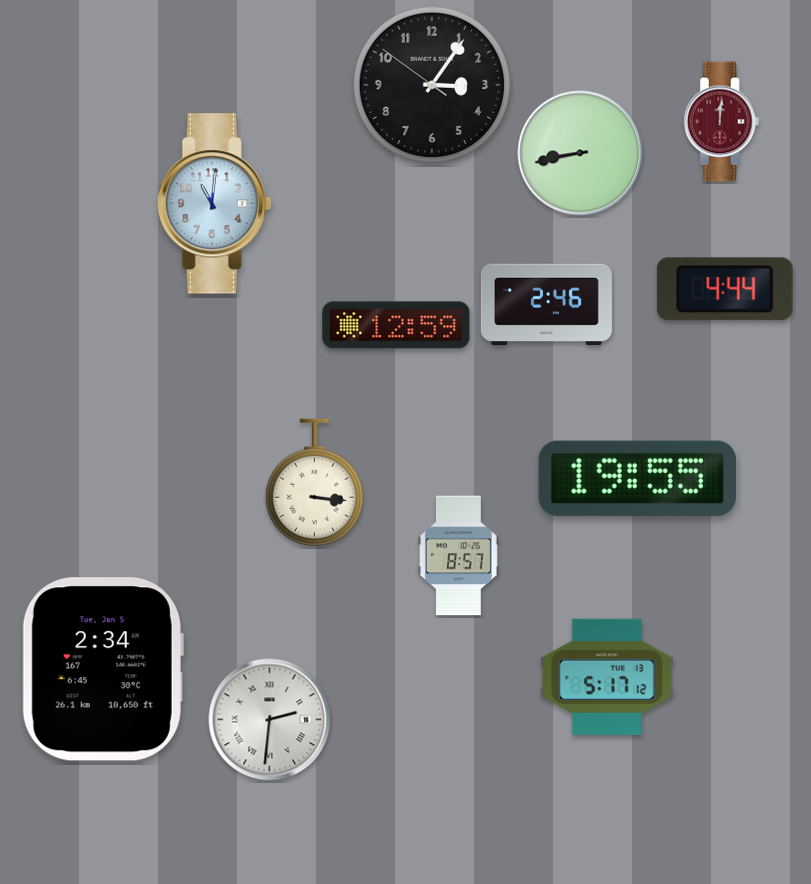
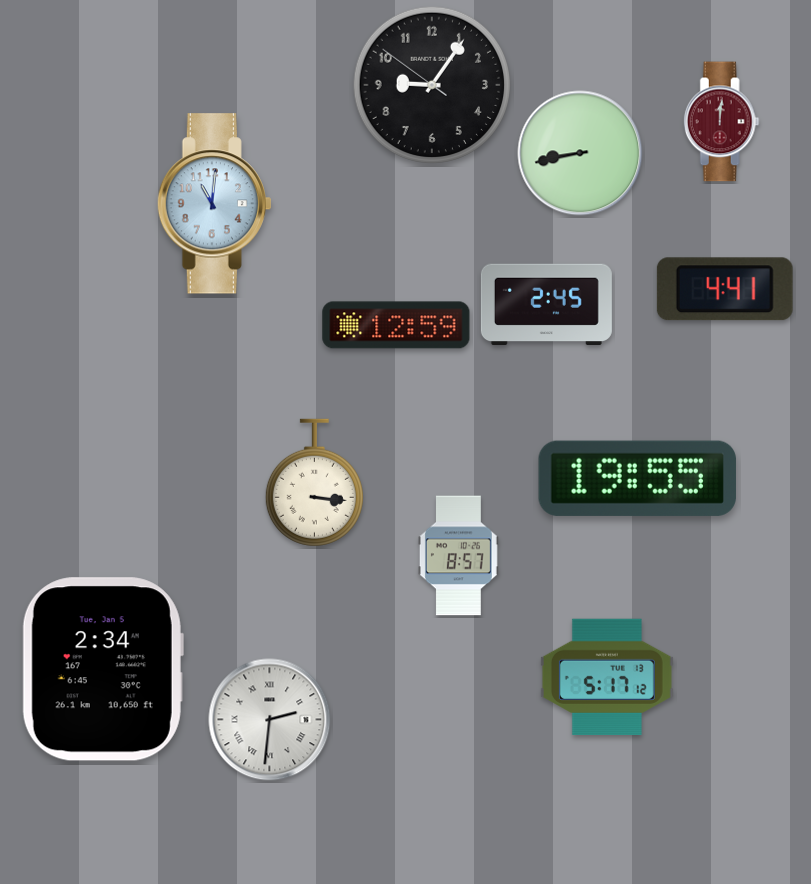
clock at (432, 85): 3:05 -> 9:05
clock at (725, 289): 4:44 -> 4:41
clock at (546, 305): 2:46 -> 2:45
